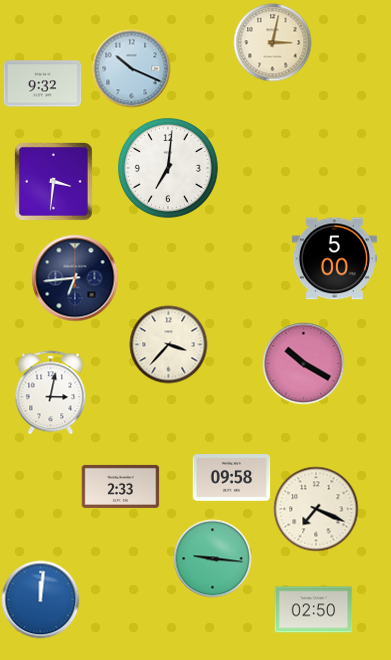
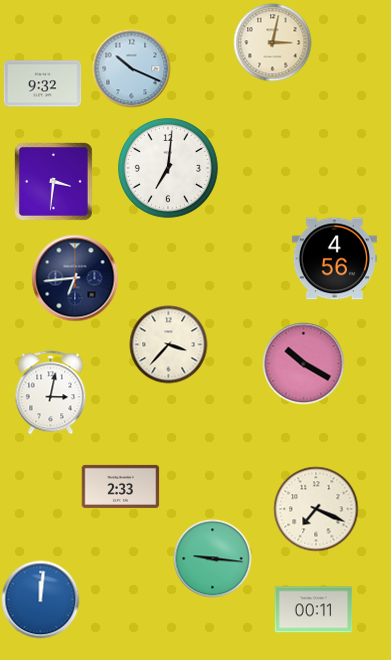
clock at (334, 259): 5:00 -> 4:56
clock at (231, 478): 09:58 -> none
clock at (313, 610): 02:50 -> 00:11
